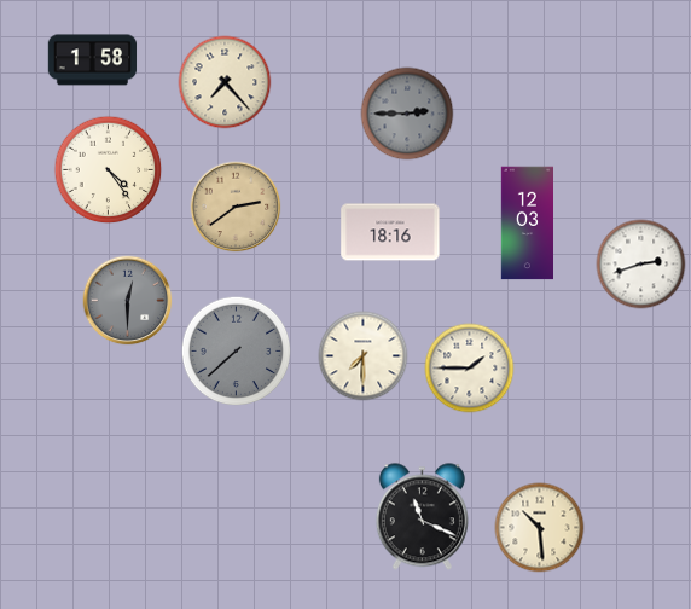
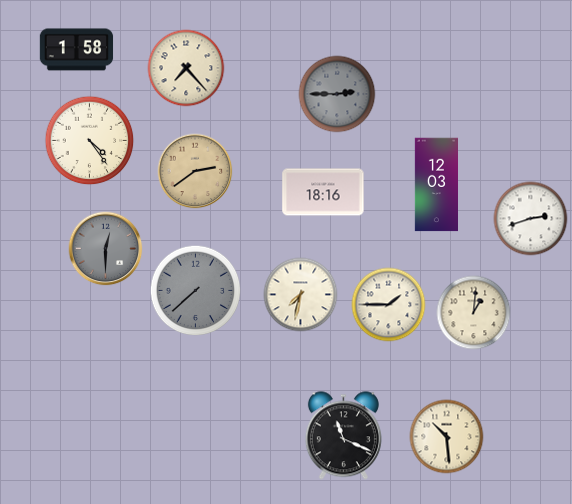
clock at (364, 356): 7:30 -> 7:32
clock at (474, 313): none -> 1:01
clock at (422, 517) position: (422, 517) -> (343, 436)
